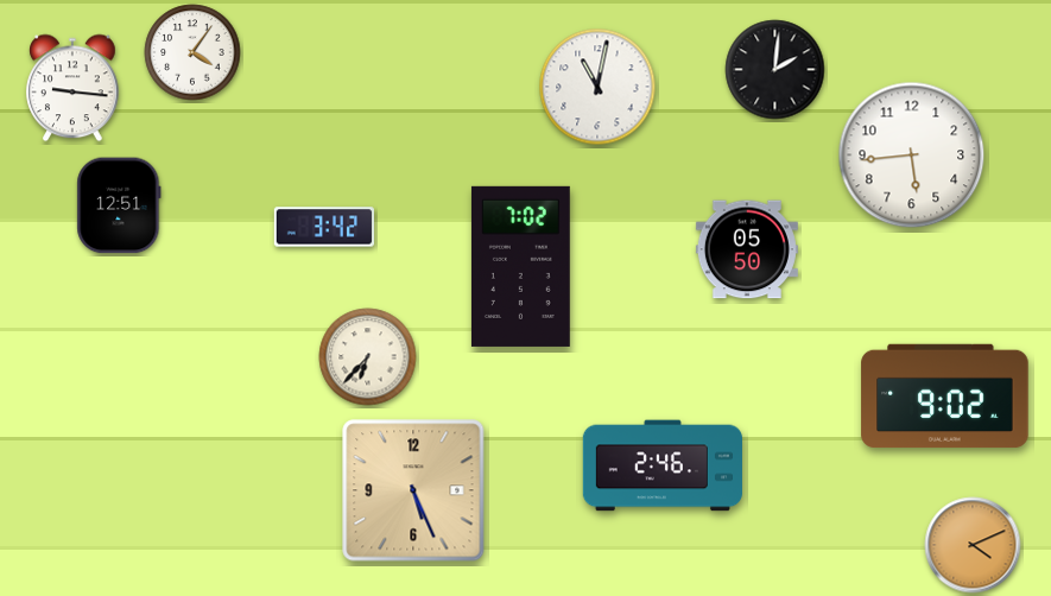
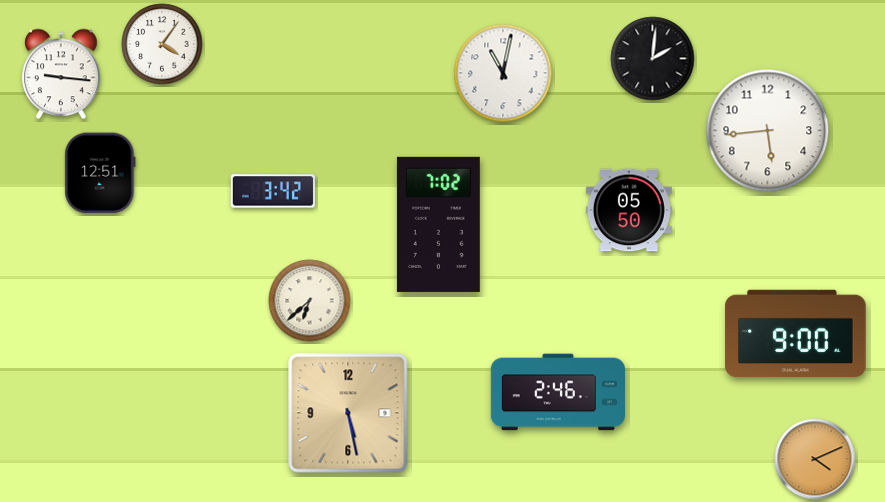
clock at (368, 357): 6:37 -> 6:38
clock at (945, 397): 9:02 -> 9:00
clock at (413, 490): 5:26 -> 5:28
clock at (973, 545) position: (973, 545) -> (815, 459)
